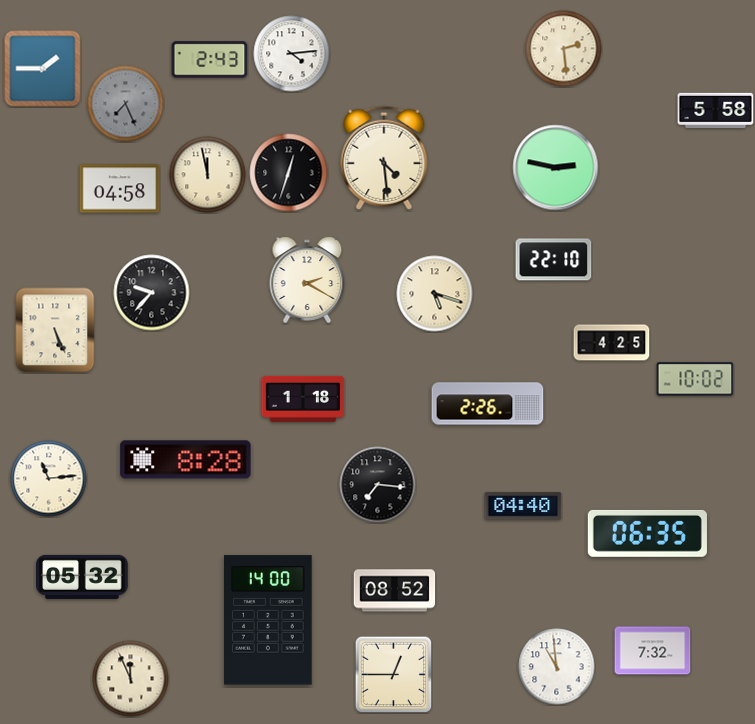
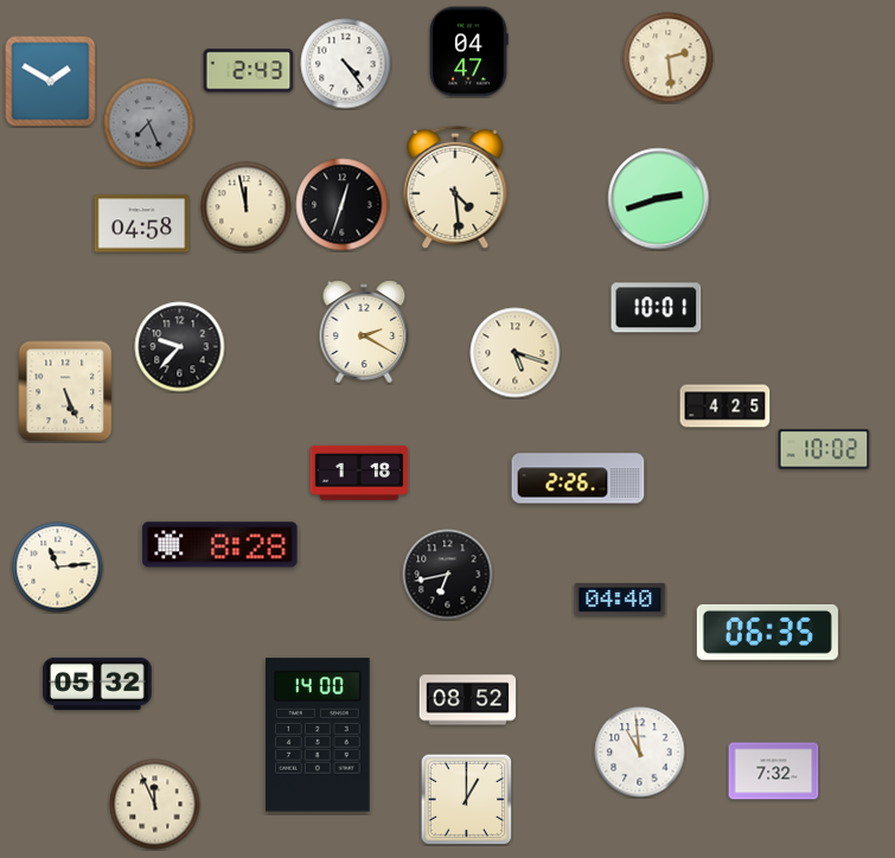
clock at (468, 52): none -> 04:47
clock at (292, 54): 4:14 -> 4:24
clock at (43, 69): 1:45 -> 1:50
clock at (716, 111): 5:58 -> none
clock at (556, 168): 2:47 -> 2:42
clock at (554, 260): 22:10 -> 10:01
clock at (435, 294) position: (435, 294) -> (516, 353)
clock at (378, 485): 7:16 -> 6:43
clock at (557, 667) position: (557, 667) -> (640, 753)
clock at (393, 674): 12:45 -> 1:00
